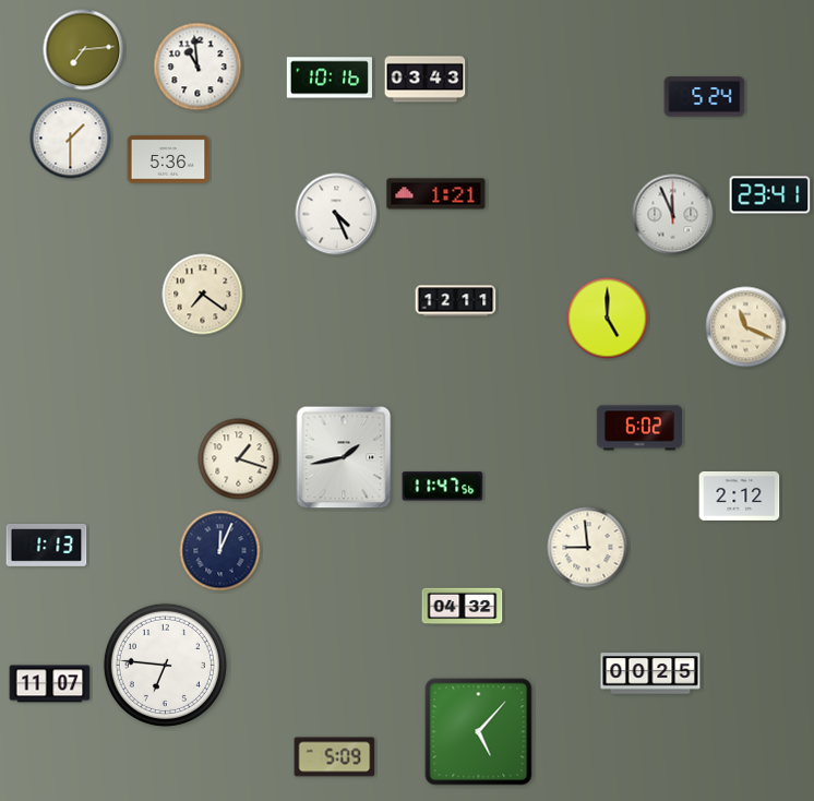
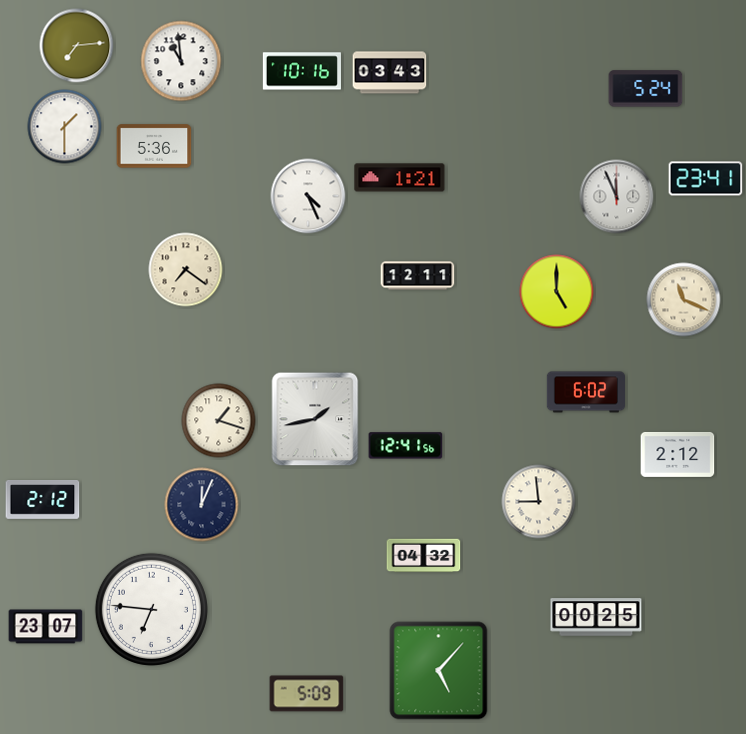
clock at (443, 487): 11:47 -> 12:41
clock at (47, 546): 1:13 -> 2:12
clock at (50, 684): 11:07 -> 23:07
